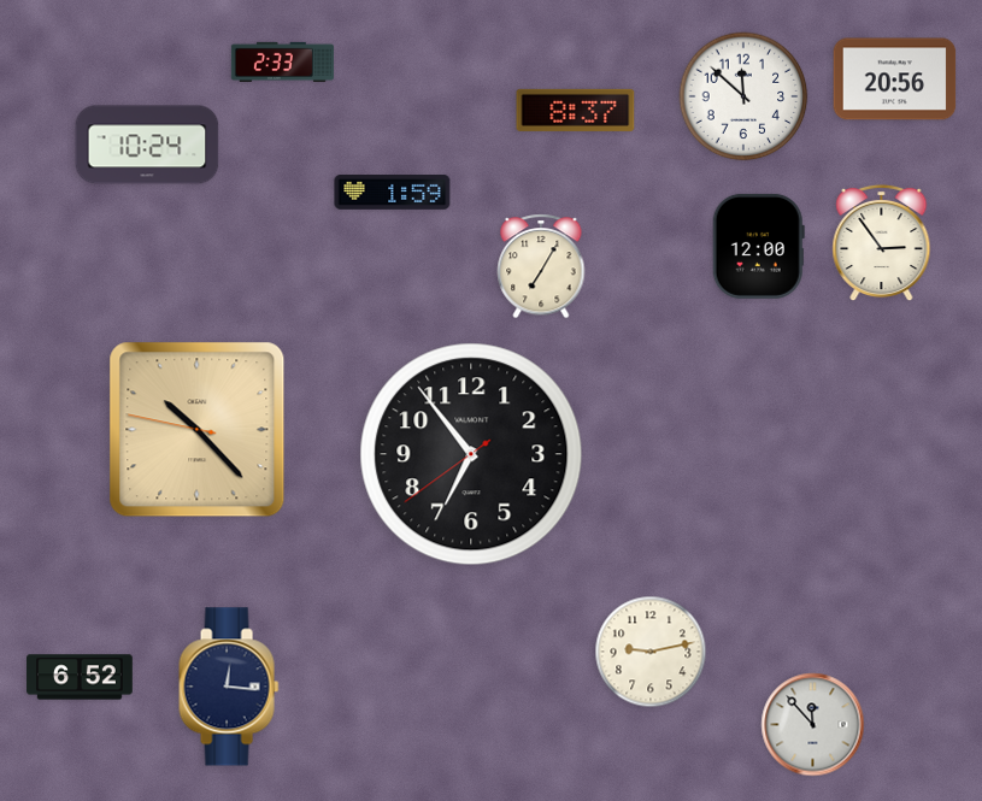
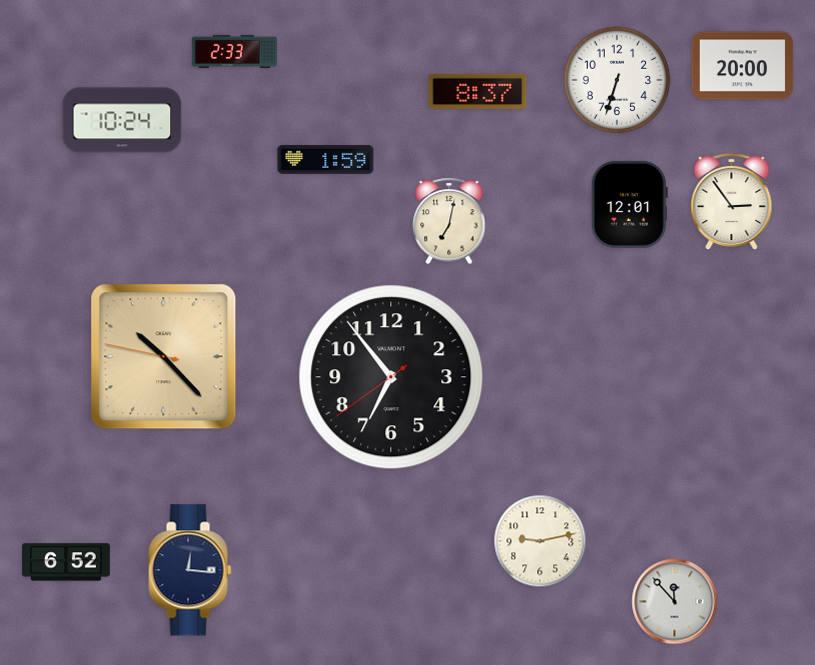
clock at (895, 79): 20:56 -> 20:00
clock at (743, 96): 11:52 -> 6:33
clock at (758, 246): 12:00 -> 12:01
clock at (541, 266): 7:05 -> 7:02
